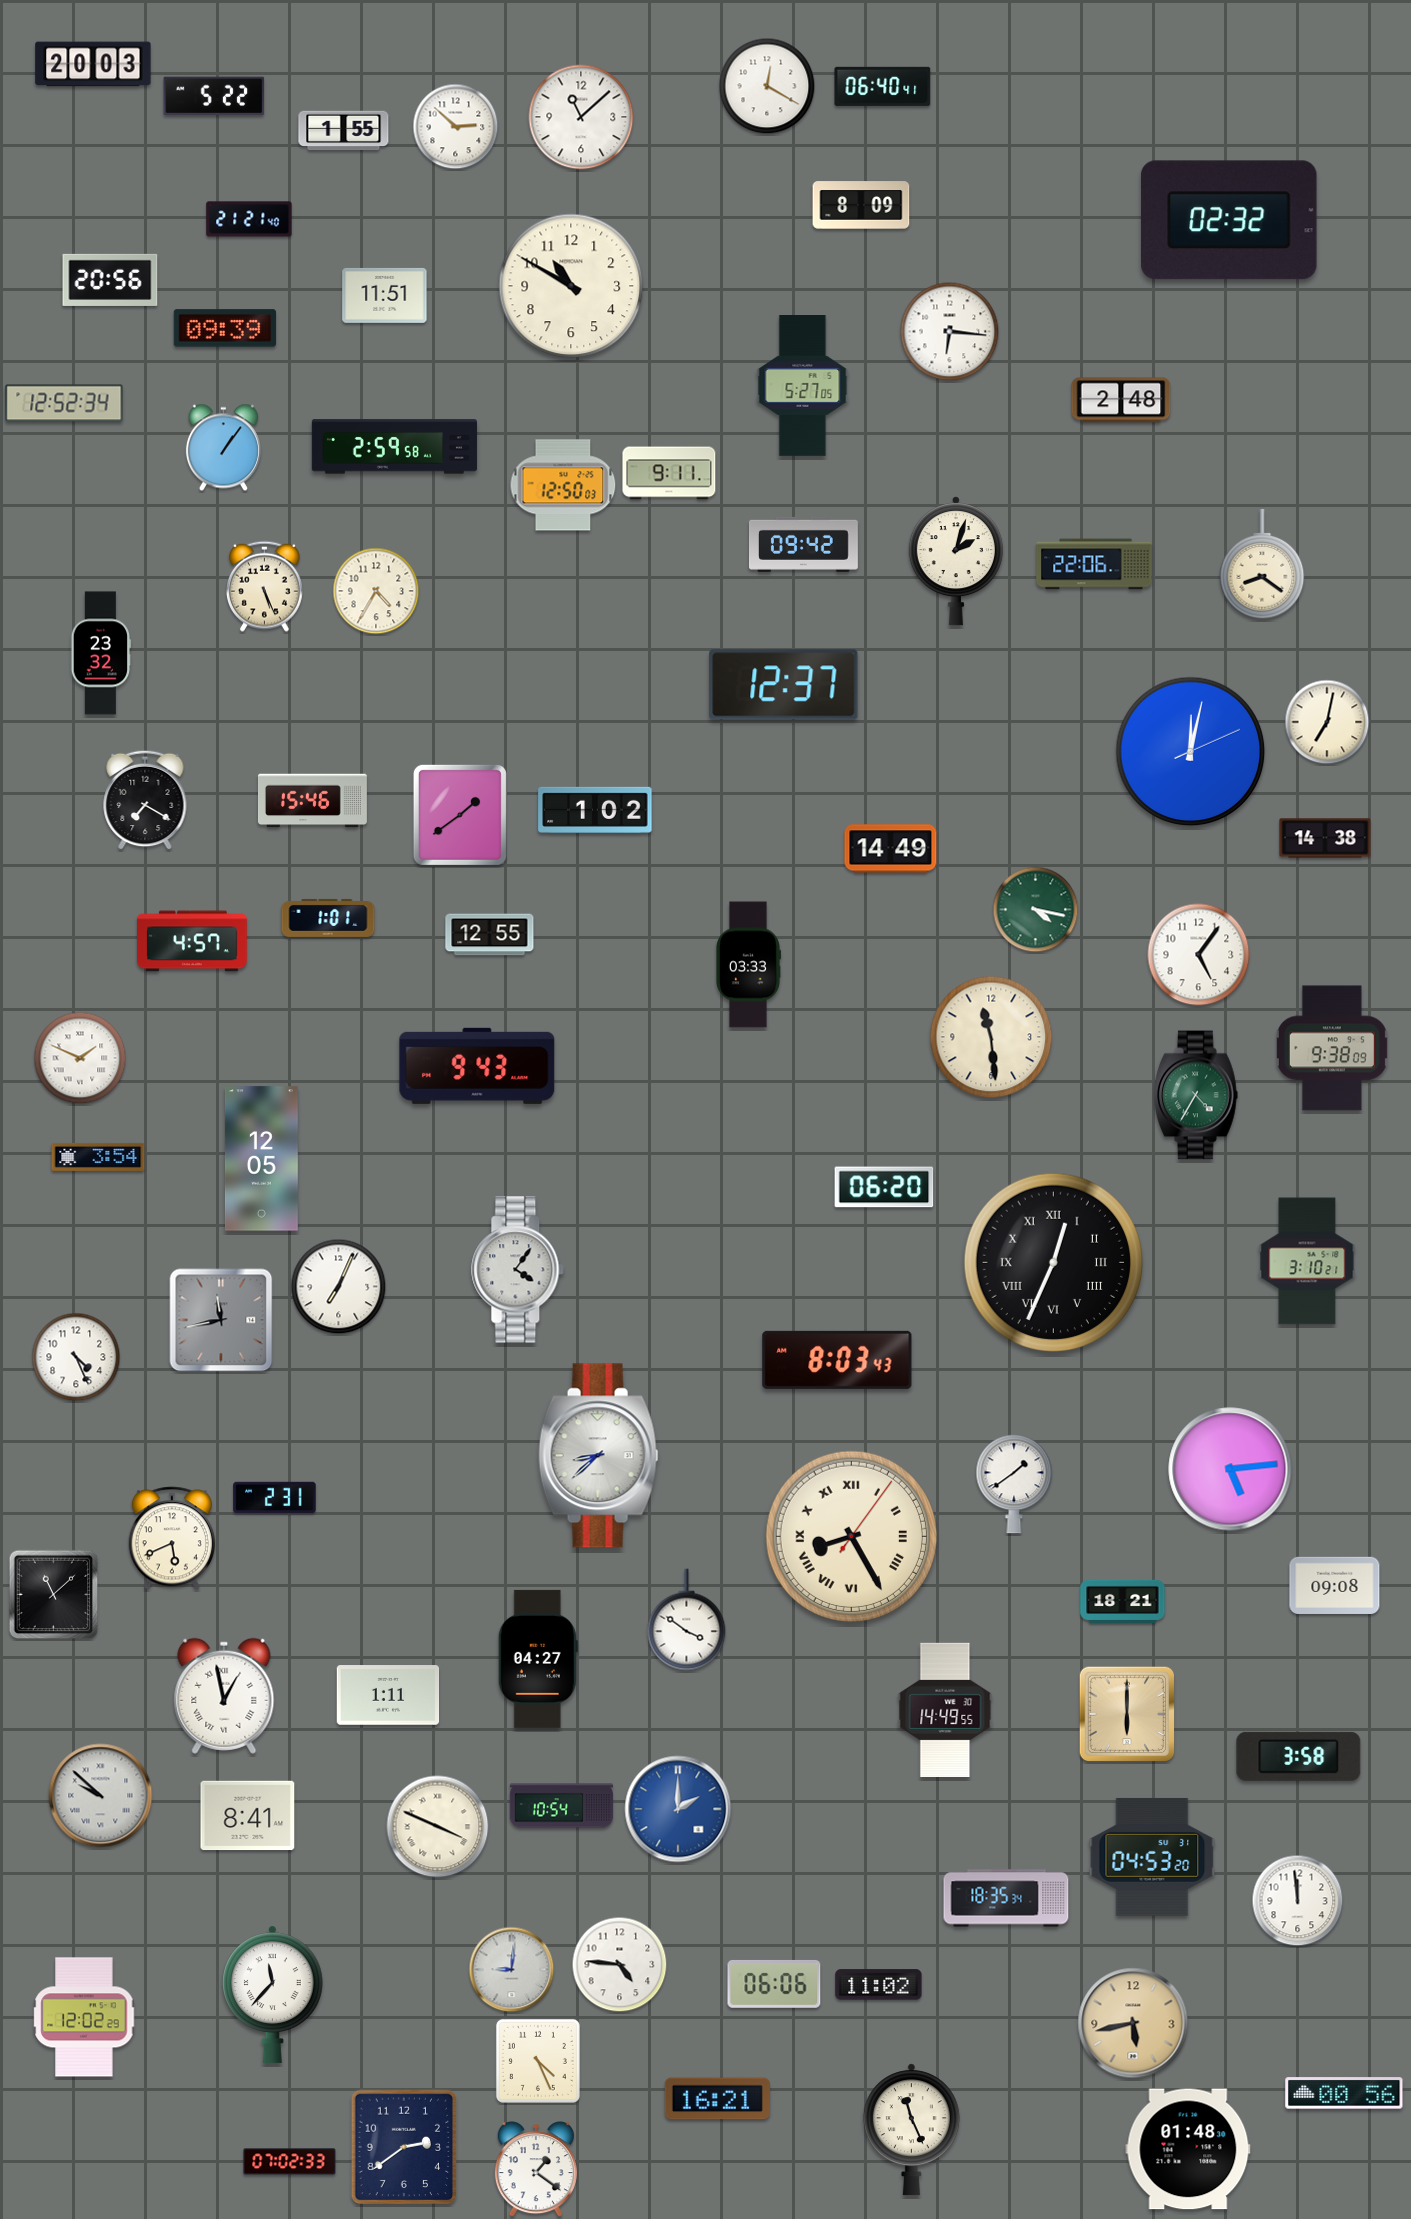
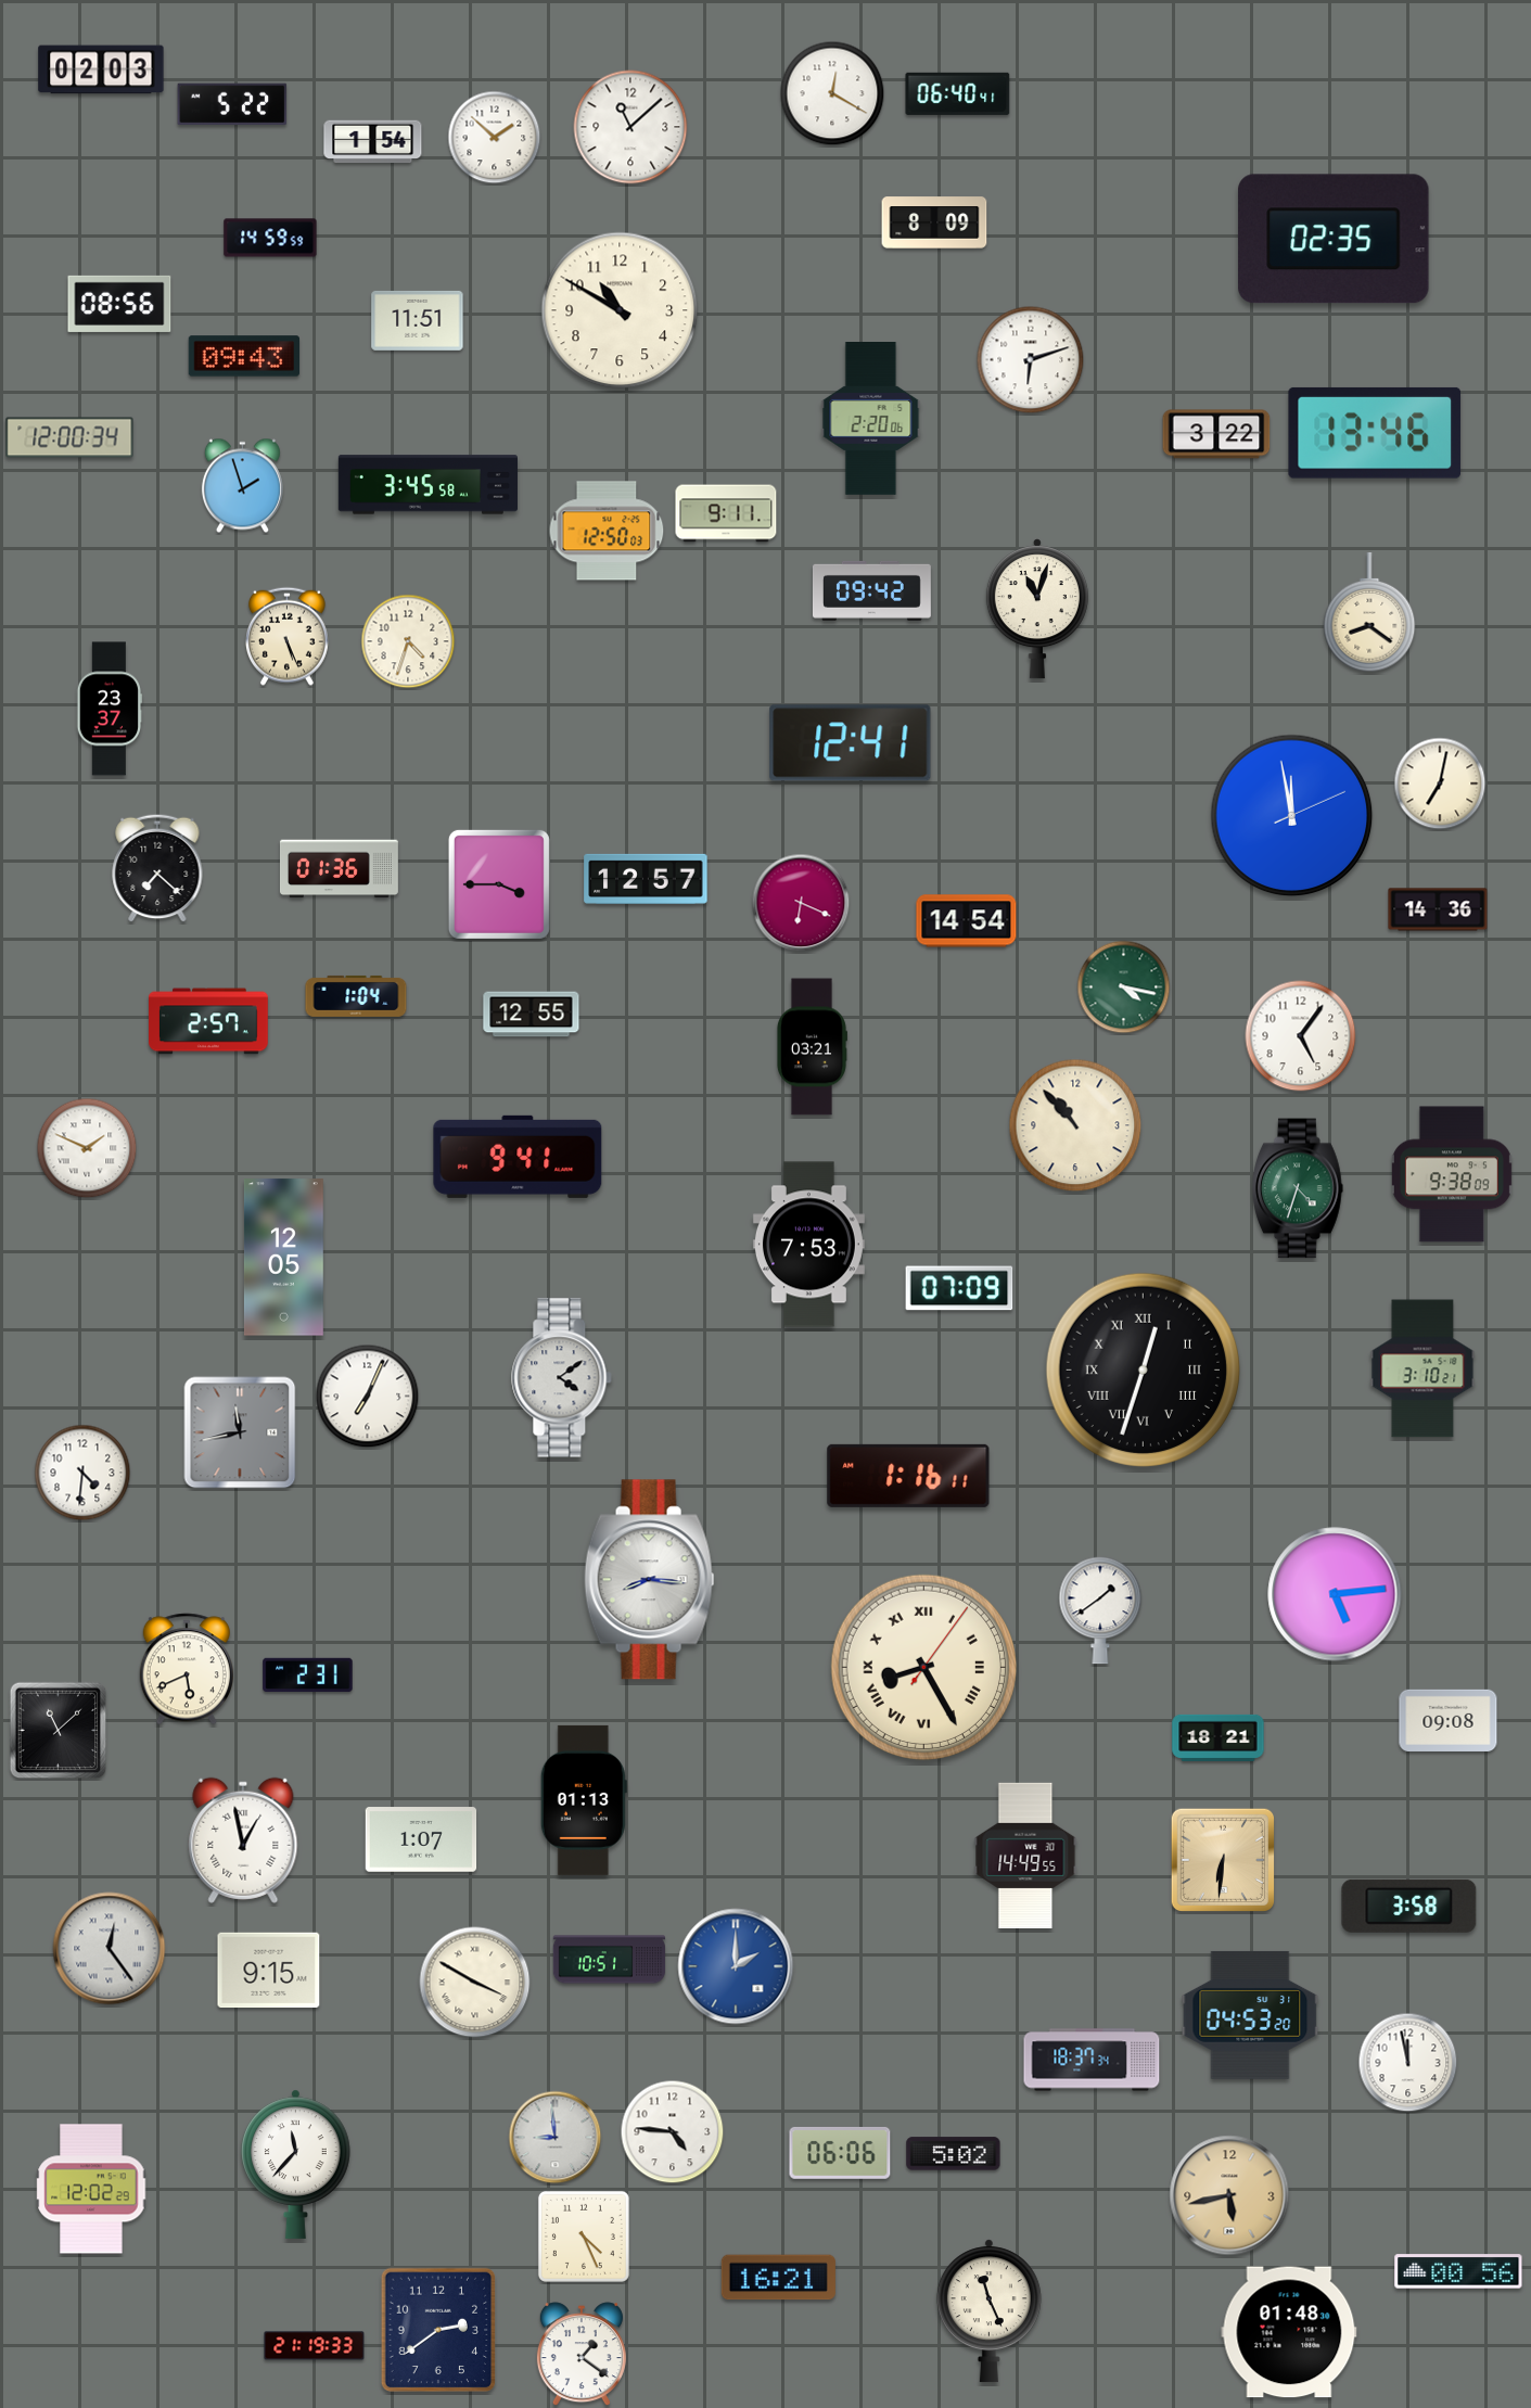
clock at (93, 64): 20:03 -> 02:03
clock at (456, 127): 2:52 -> 1:52
clock at (344, 131): 1:55 -> 1:54
clock at (249, 219): 21:21 -> 14:59
clock at (1229, 220): 02:32 -> 02:35
clock at (110, 280): 20:56 -> 08:56
clock at (225, 328): 09:39 -> 09:43
clock at (950, 332): 6:16 -> 6:12
clock at (803, 386): 5:27 -> 2:20
clock at (1375, 433): none -> 13:46
clock at (1121, 400): 2:48 -> 3:22
clock at (64, 403): 12:52 -> 12:00
clock at (394, 447): 2:59 -> 3:45
clock at (223, 448): 1:06 -> 1:57
clock at (563, 485) position: (563, 485) -> (607, 531)
clock at (956, 561): 2:03 -> 11:03
clock at (1094, 564): 22:06 -> none
clock at (376, 591): 4:35 -> 4:33
clock at (101, 653): 23:32 -> 23:37
clock at (784, 685): 12:37 -> 12:41
clock at (1191, 752): 12:02 -> 11:58
clock at (145, 800): 7:20 -> 7:22
clock at (312, 801): 15:46 -> 01:36
clock at (595, 810): 1:02 -> 12:57
clock at (460, 815): 1:39 -> 3:45
clock at (801, 903): none -> 6:19
clock at (1325, 838): 14:38 -> 14:36
clock at (891, 849): 14:49 -> 14:54
clock at (328, 918): 1:01 -> 1:04
clock at (193, 941): 4:57 -> 2:57
clock at (748, 965): 03:33 -> 03:21
clock at (991, 1037): 11:29 -> 10:53
clock at (1332, 1048) position: (1332, 1048) -> (1452, 1174)
clock at (477, 1066): 9:43 -> 9:41
clock at (1196, 1095): 4:35 -> 4:33
clock at (808, 1245): none -> 7:53
clock at (98, 1157): 3:54 -> none
clock at (884, 1187): 06:20 -> 07:09
clock at (1307, 1261) position: (1307, 1261) -> (1422, 1368)
clock at (1053, 1262): 12:34 -> 12:33
clock at (518, 1270): 4:06 -> 4:09
clock at (76, 1357): 4:26 -> 4:31
clock at (837, 1360): 8:03 -> 1:16
clock at (599, 1456): 8:38 -> 8:16
clock at (275, 1498) position: (275, 1498) -> (308, 1676)
clock at (687, 1620): 3:51 -> none
clock at (538, 1659): 04:27 -> 01:13
clock at (388, 1695): 1:11 -> 1:07
clock at (1127, 1714): 6:00 -> 6:31
clock at (101, 1796): 9:52 -> 12:24
clock at (562, 1806): 10:54 -> 10:51
clock at (678, 1809) position: (678, 1809) -> (736, 1966)
clock at (248, 1816): 8:41 -> 9:15
clock at (438, 1827): 3:49 -> 3:50
clock at (1006, 1898): 18:35 -> 18:37
clock at (1298, 1901): 11:59 -> 11:58
clock at (512, 1970): 9:01 -> 8:59
clock at (879, 1985): 11:02 -> 5:02
clock at (290, 2162): 07:02 -> 21:19
